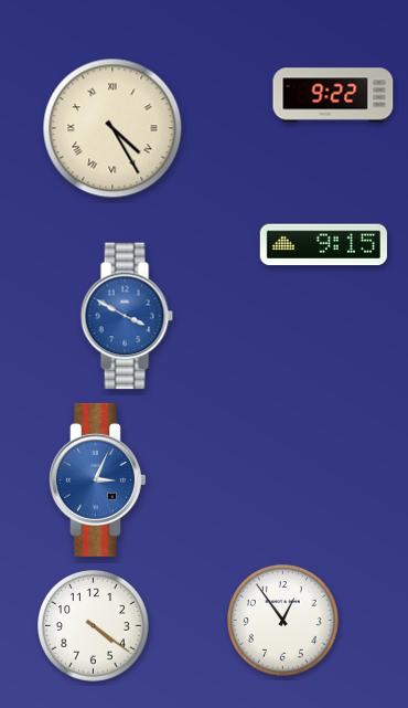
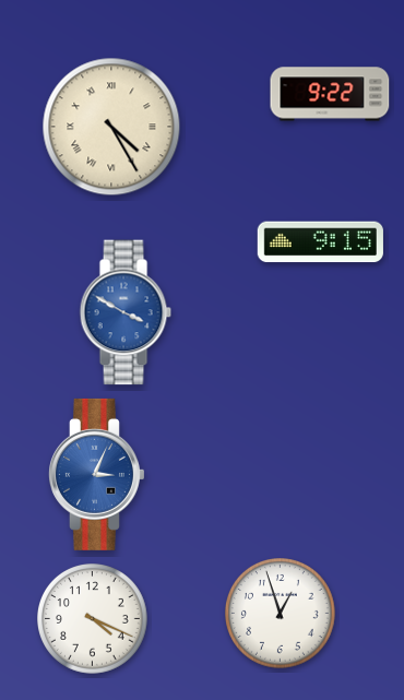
clock at (283, 621): 12:54 -> 12:57
clock at (94, 626): 4:21 -> 4:19
